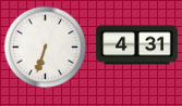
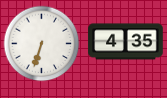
clock at (137, 45): 4:31 -> 4:35
